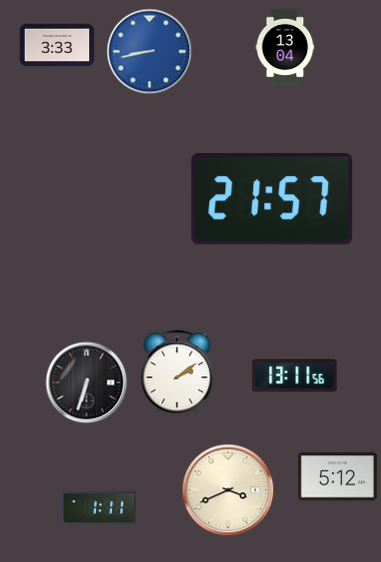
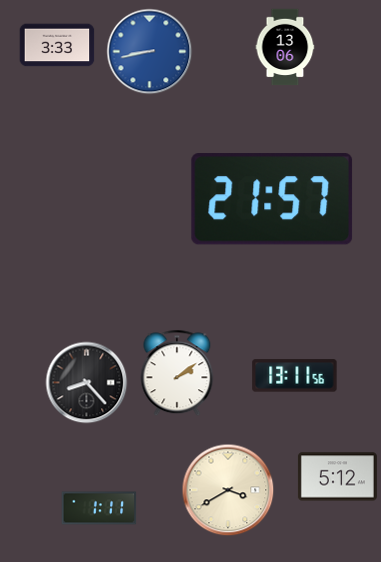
clock at (285, 47): 13:04 -> 13:06
clock at (87, 383): 6:33 -> 8:23
clock at (228, 490): 3:41 -> 3:40
